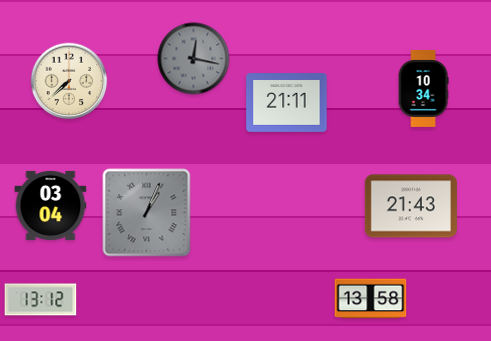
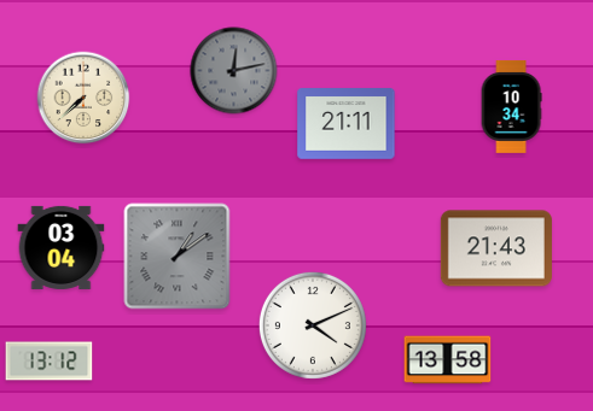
clock at (194, 59): 12:17 -> 12:13
clock at (147, 213): 1:04 -> 1:09
clock at (313, 325): none -> 4:11
